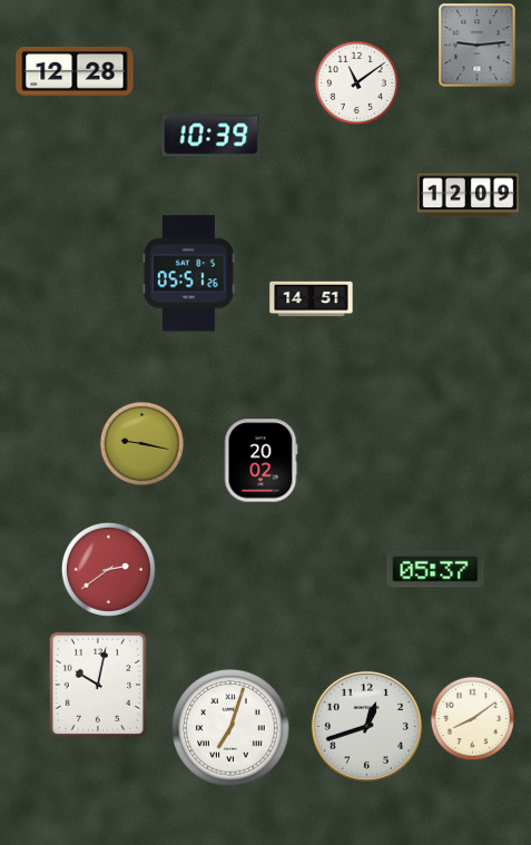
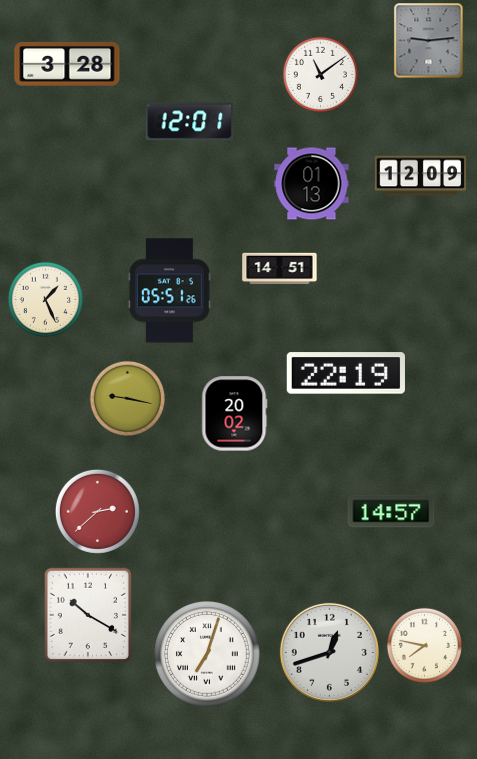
clock at (75, 71): 12:28 -> 3:28
clock at (212, 136): 10:39 -> 12:01
clock at (312, 184): none -> 01:13
clock at (188, 274) position: (188, 274) -> (169, 291)
clock at (45, 299): none -> 1:26
clock at (345, 373): none -> 22:19
clock at (108, 569): 2:39 -> 2:38
clock at (435, 569): 05:37 -> 14:57
clock at (97, 684): 10:02 -> 10:20
clock at (472, 718): 8:09 -> 7:47
